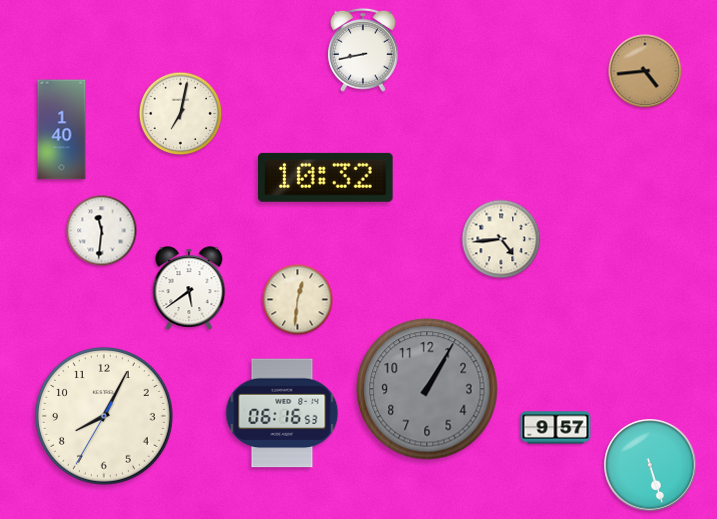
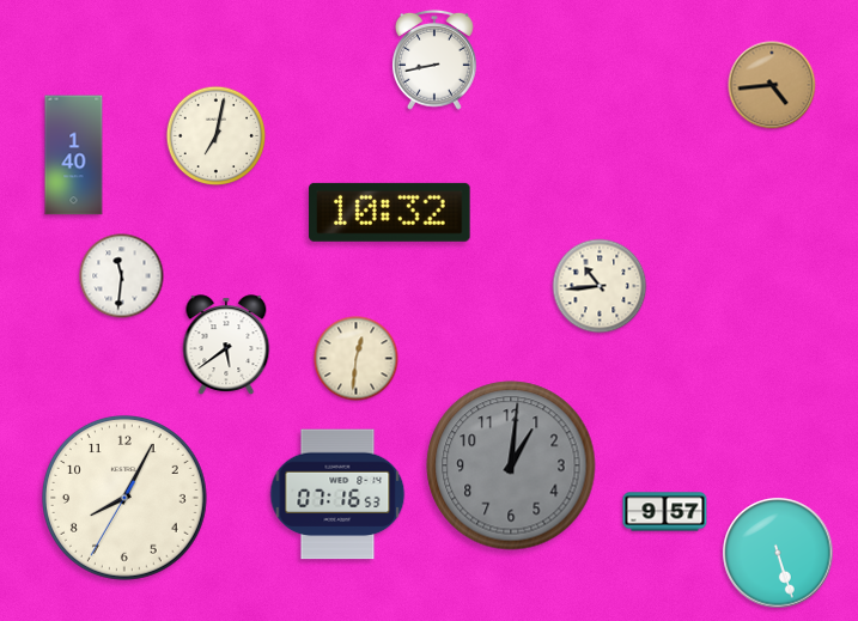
clock at (501, 239): 4:44 -> 10:44
clock at (427, 389): 1:05 -> 1:01
clock at (282, 413): 06:16 -> 07:16
clock at (650, 465) position: (650, 465) -> (778, 553)
